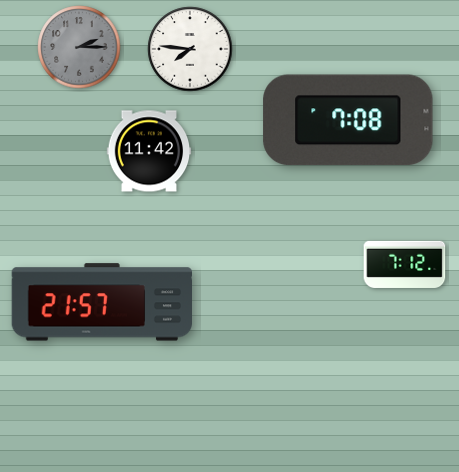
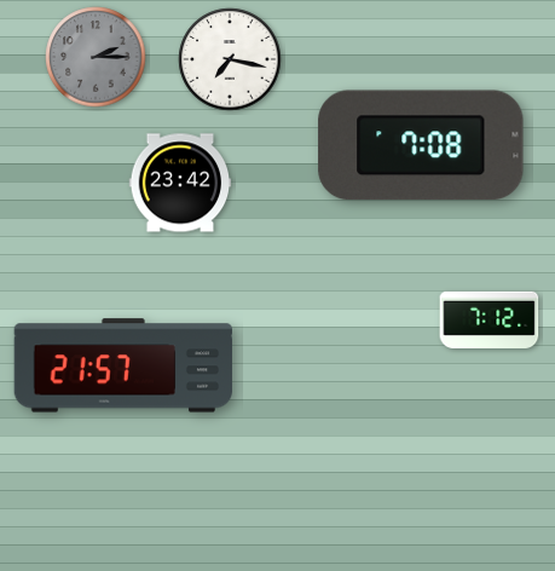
clock at (190, 49): 7:46 -> 7:17
clock at (149, 151): 11:42 -> 23:42
